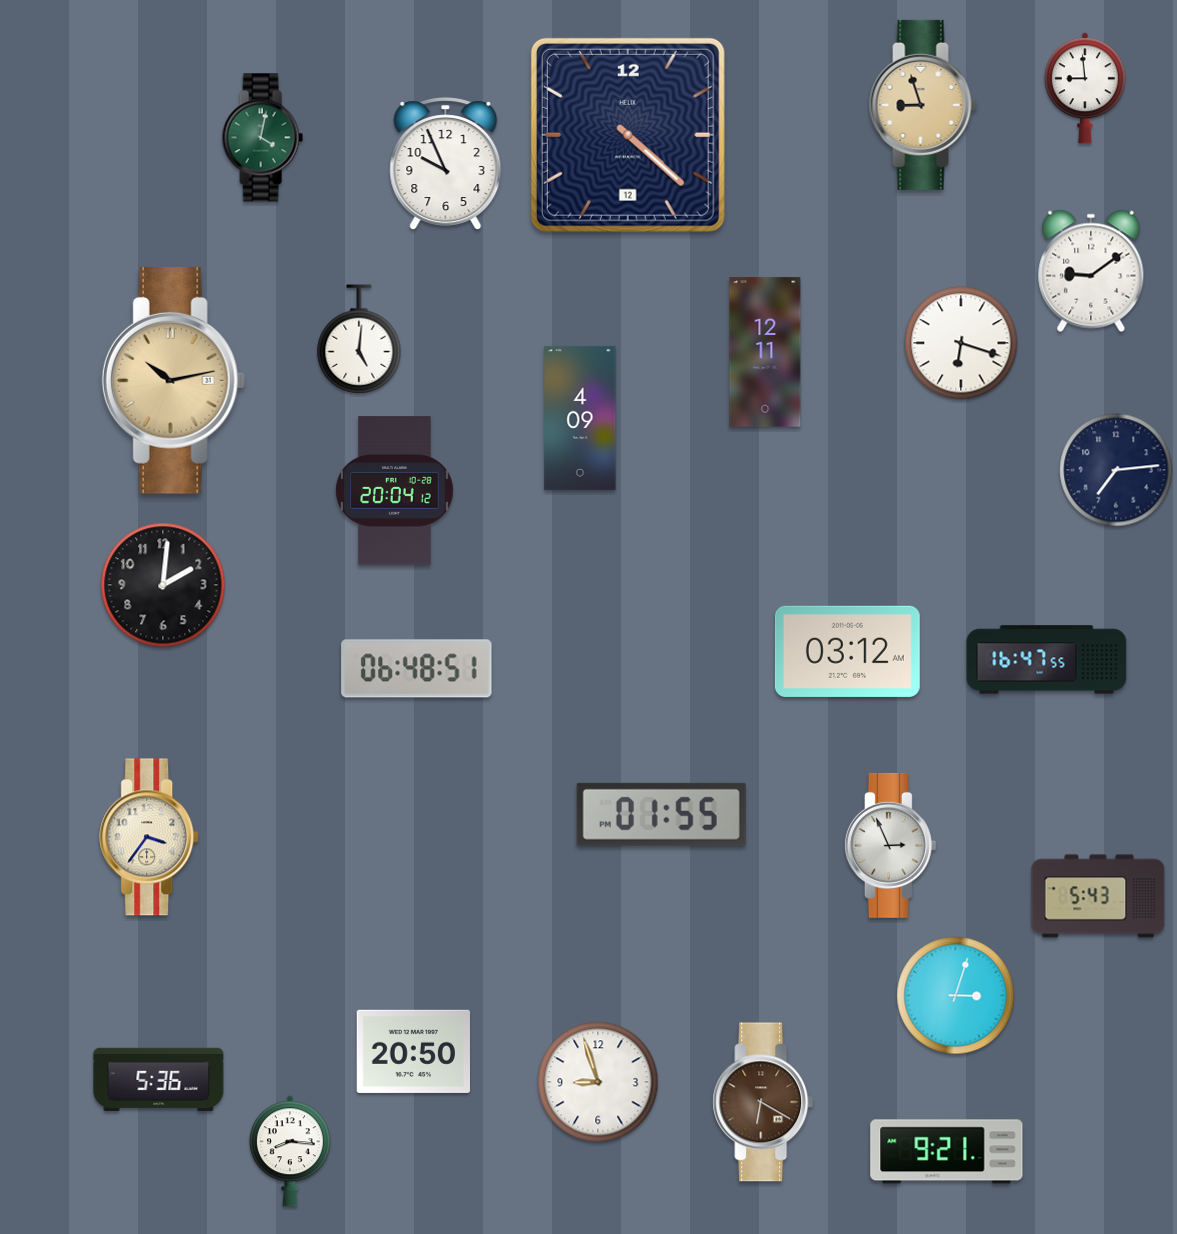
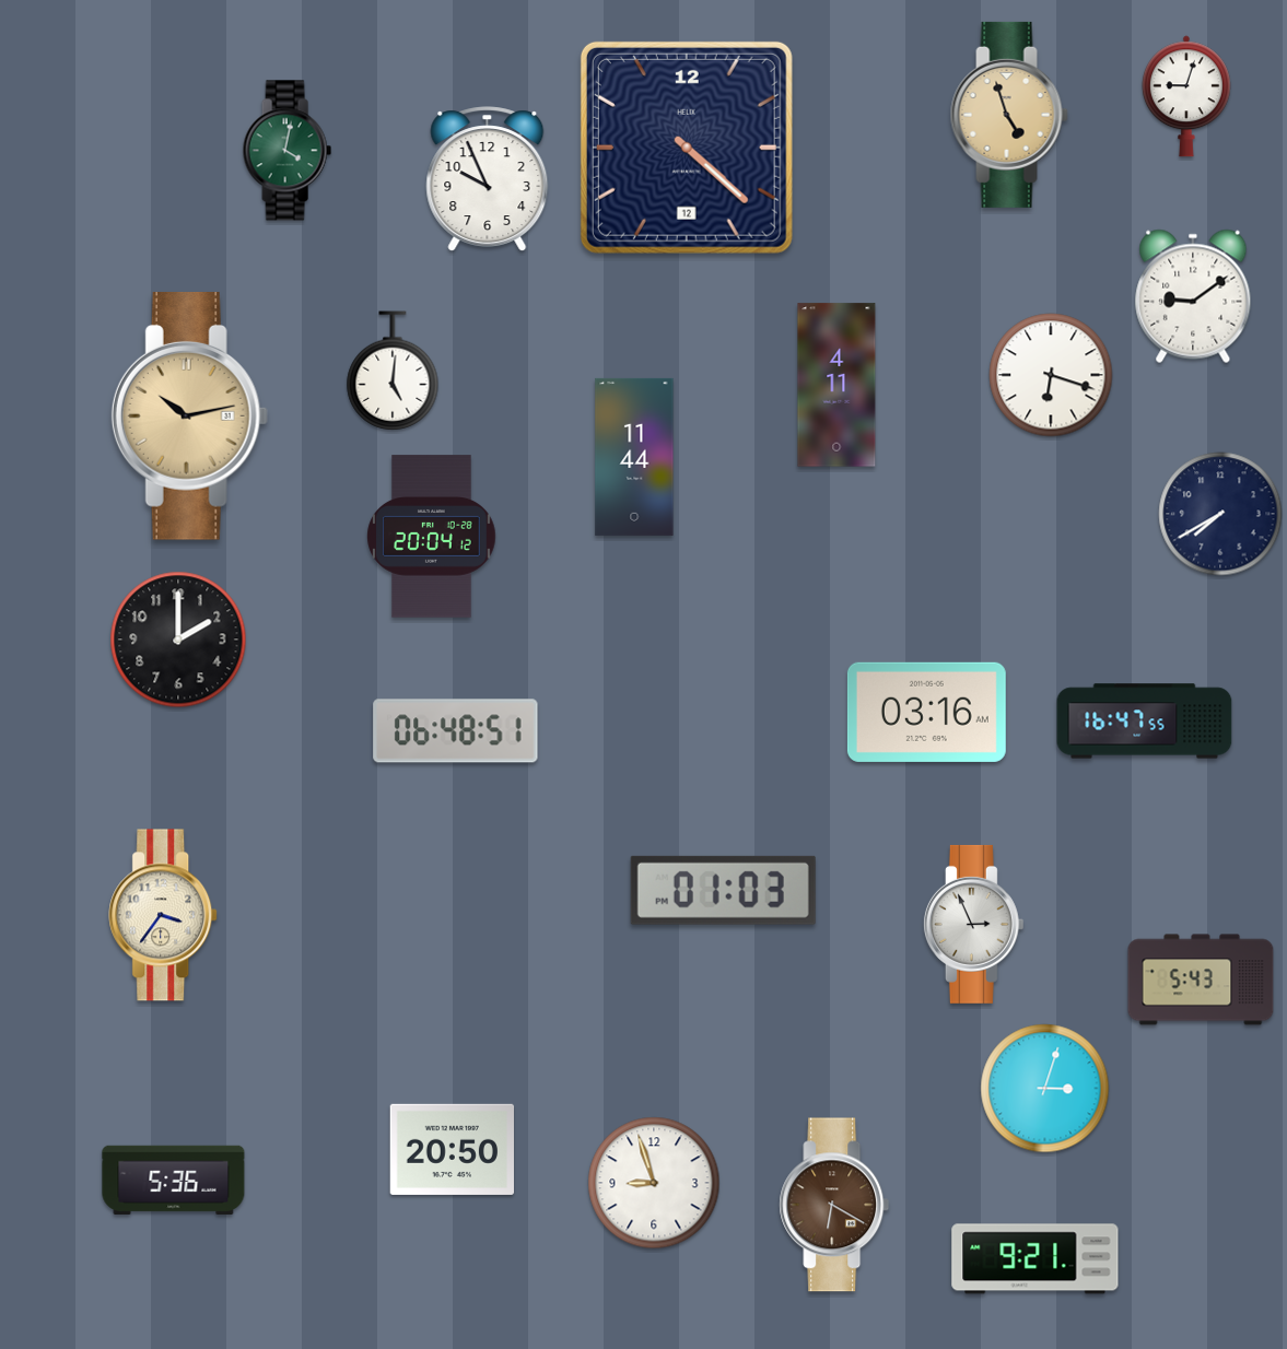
clock at (1085, 88): 8:59 -> 9:03
clock at (923, 105): 8:57 -> 4:57
clock at (765, 352): 12:11 -> 4:11
clock at (580, 418): 4:09 -> 11:44
clock at (1116, 470): 7:14 -> 7:40
clock at (163, 585): 2:01 -> 2:00
clock at (847, 651): 03:12 -> 03:16
clock at (661, 814): 01:55 -> 01:03
clock at (290, 1151): 8:16 -> none
